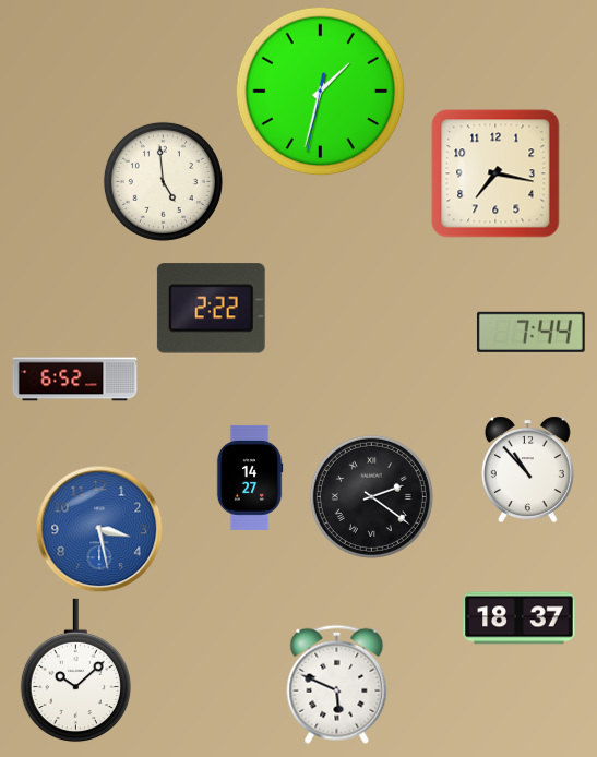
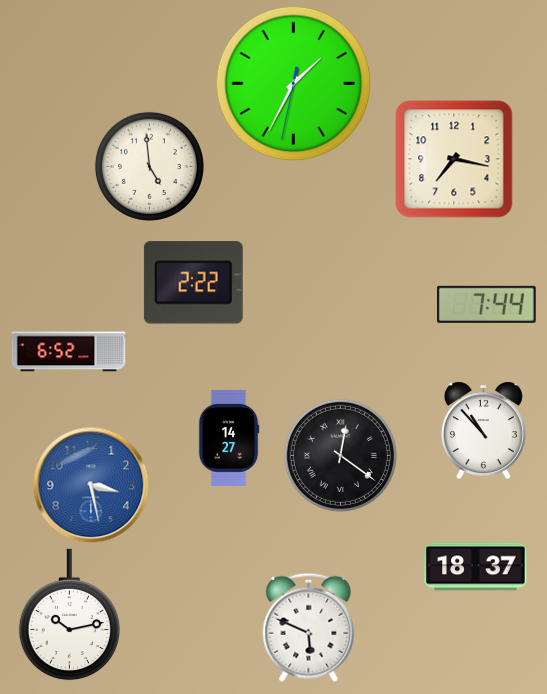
clock at (321, 92): 1:32 -> 1:34
clock at (75, 380) position: (75, 380) -> (69, 352)
clock at (371, 496): 2:21 -> 12:21
clock at (75, 671): 10:08 -> 10:13
